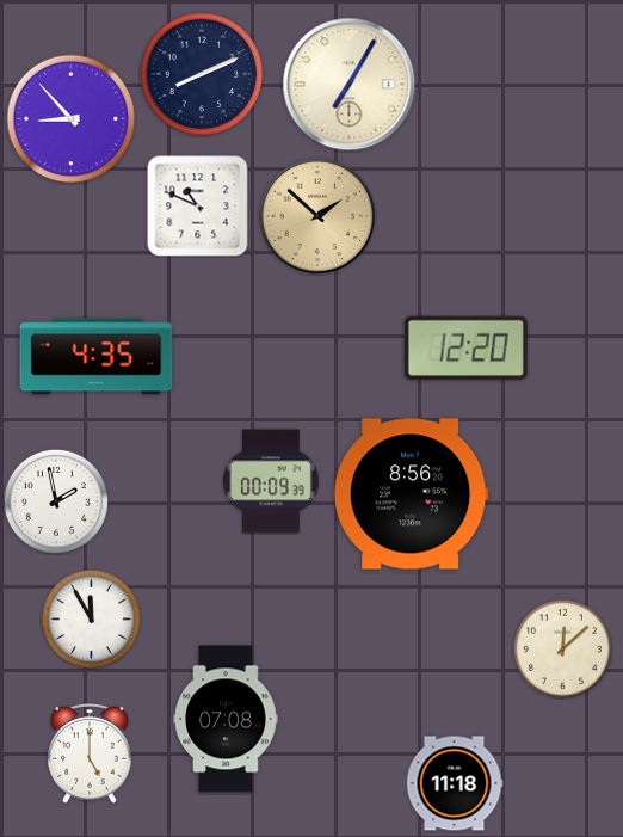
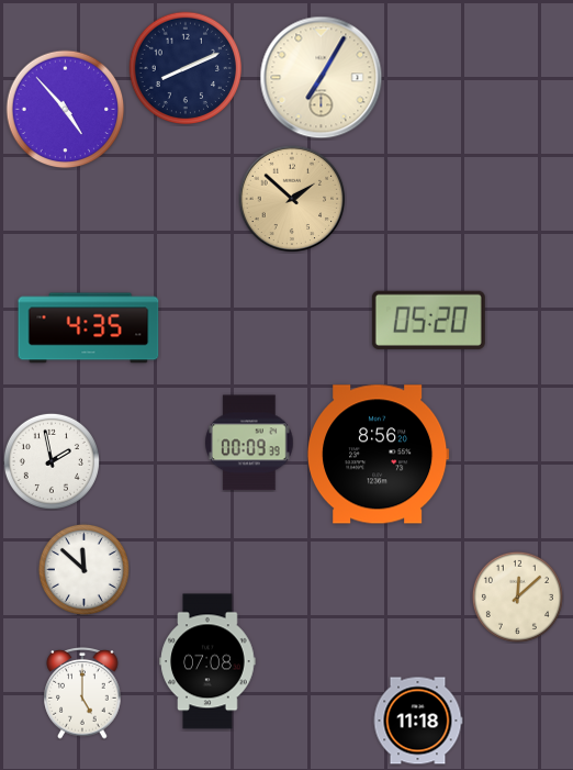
clock at (72, 119): 8:53 -> 4:53
clock at (198, 207): 10:49 -> none
clock at (465, 347): 12:20 -> 05:20
clock at (91, 618): 11:55 -> 11:52
